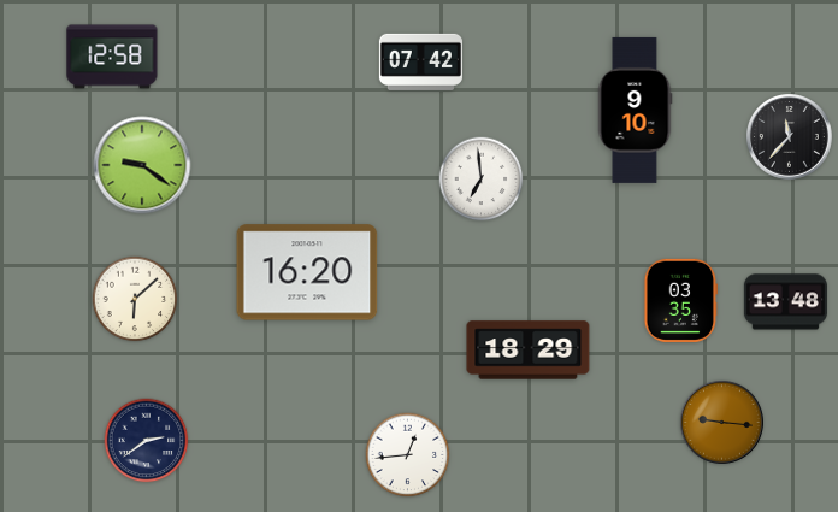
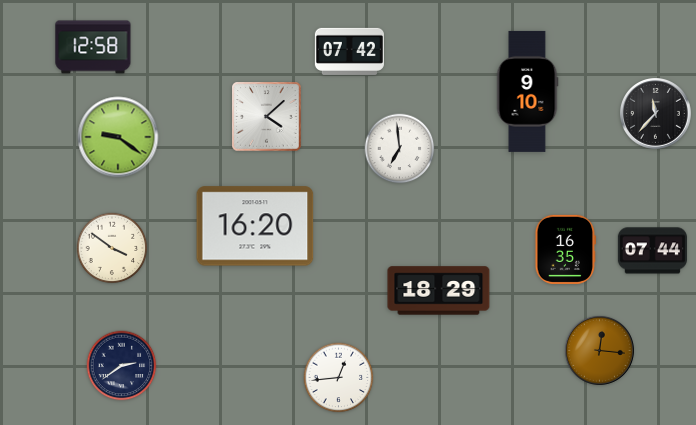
clock at (267, 117): none -> 4:08
clock at (135, 299): 6:08 -> 3:51
clock at (681, 300): 03:35 -> 16:35
clock at (785, 302): 13:48 -> 07:44
clock at (721, 422): 9:16 -> 12:16
